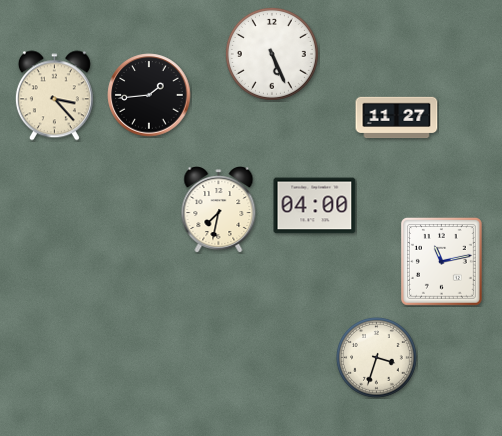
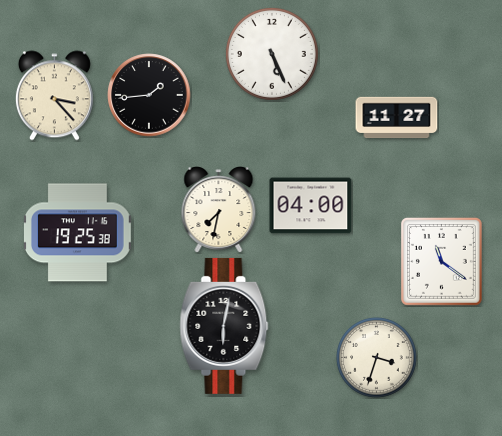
clock at (315, 206) position: (315, 206) -> (311, 206)
clock at (77, 233): none -> 19:25
clock at (441, 261): 11:13 -> 11:21
clock at (224, 326): none -> 6:02
